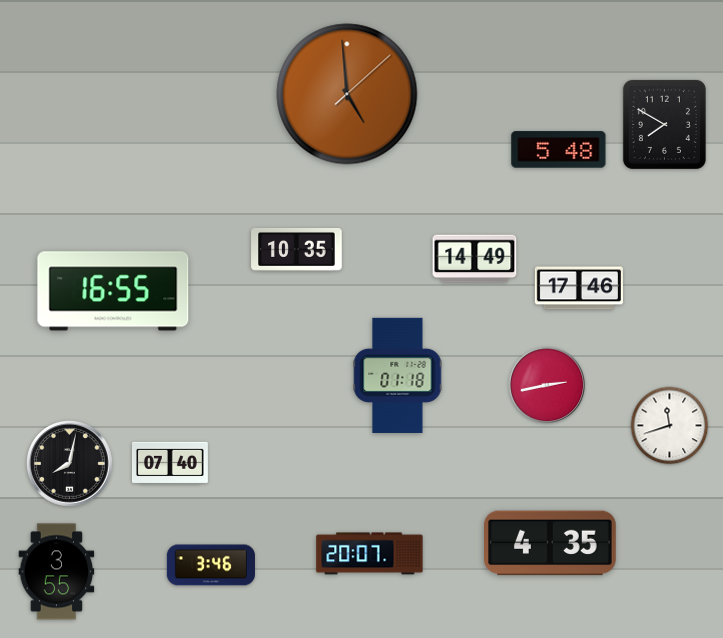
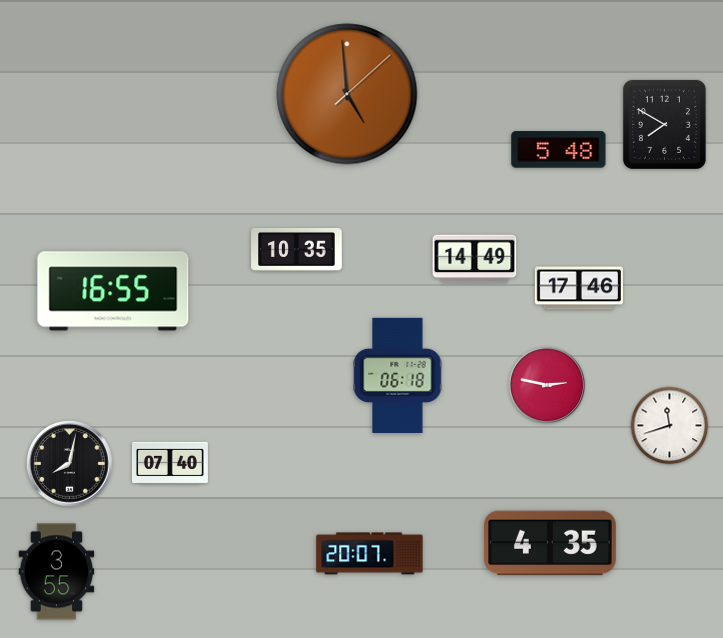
clock at (398, 375): 01:18 -> 06:18
clock at (547, 385): 2:43 -> 2:47
clock at (211, 565): 3:46 -> none
